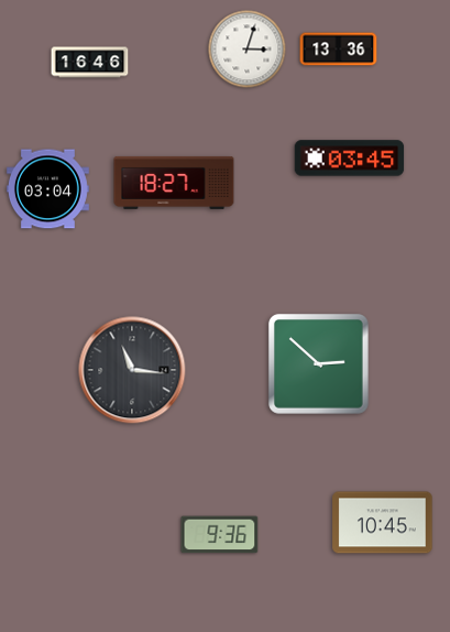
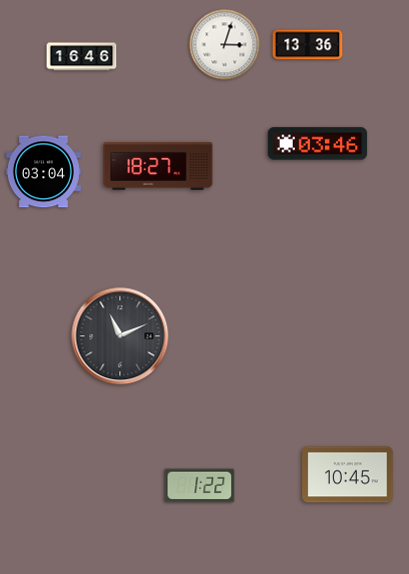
clock at (350, 159): 03:45 -> 03:46
clock at (318, 363): 2:52 -> none
clock at (132, 370): 11:16 -> 11:11
clock at (220, 535): 9:36 -> 1:22
